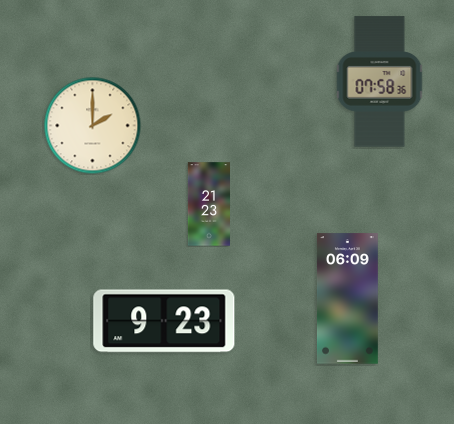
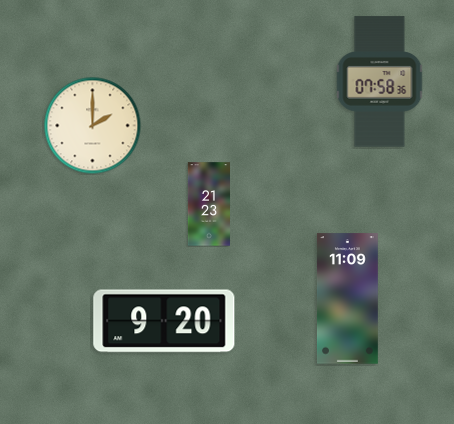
clock at (347, 299): 06:09 -> 11:09
clock at (164, 321): 9:23 -> 9:20
